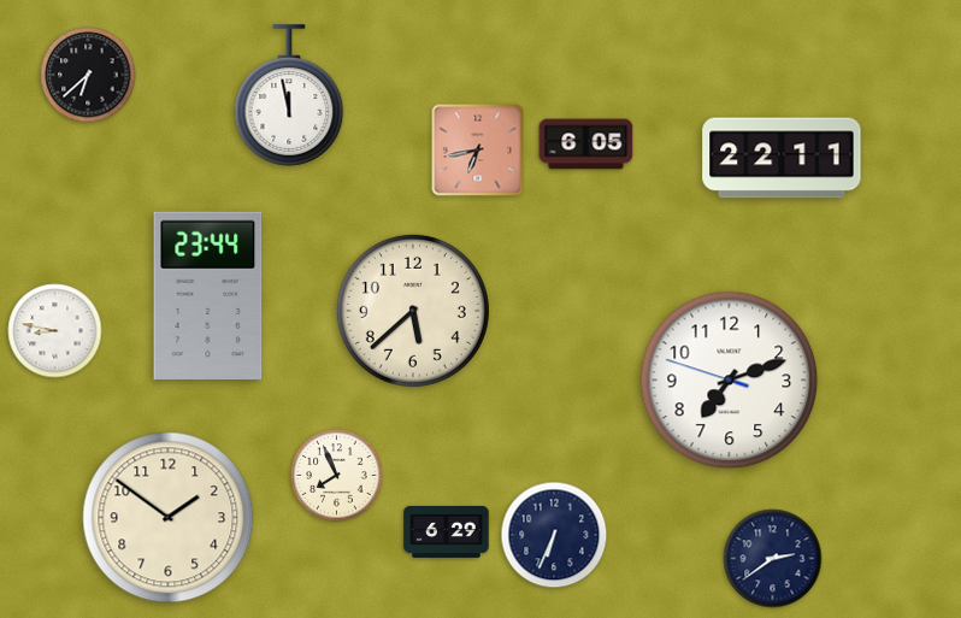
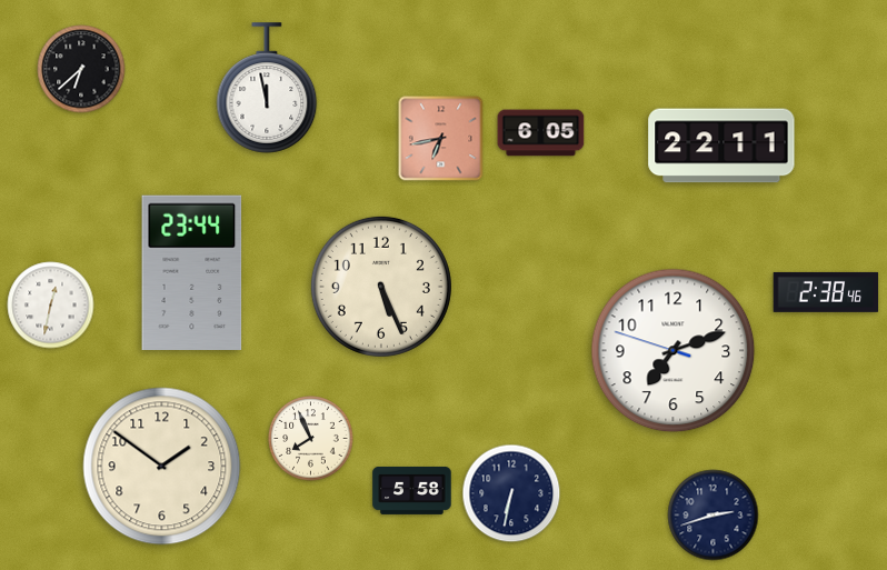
clock at (413, 311): 5:38 -> 5:26
clock at (826, 292): none -> 2:38
clock at (55, 331): 8:47 -> 12:32
clock at (169, 518) position: (169, 518) -> (162, 467)
clock at (447, 531): 6:29 -> 5:58
clock at (554, 535): 6:34 -> 6:32
clock at (773, 559): 2:39 -> 2:42
